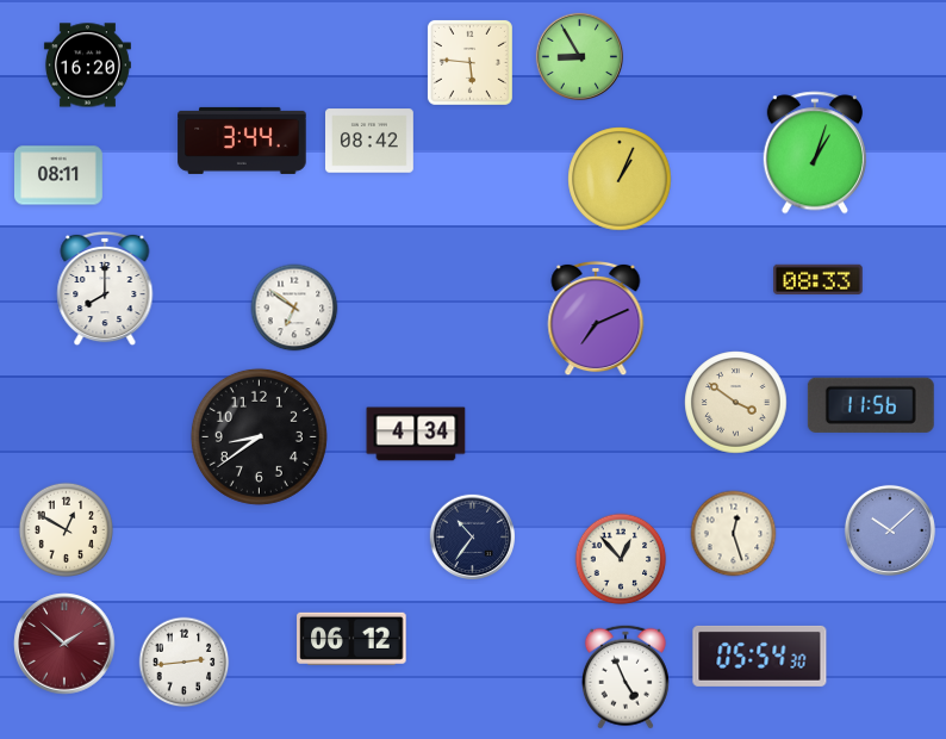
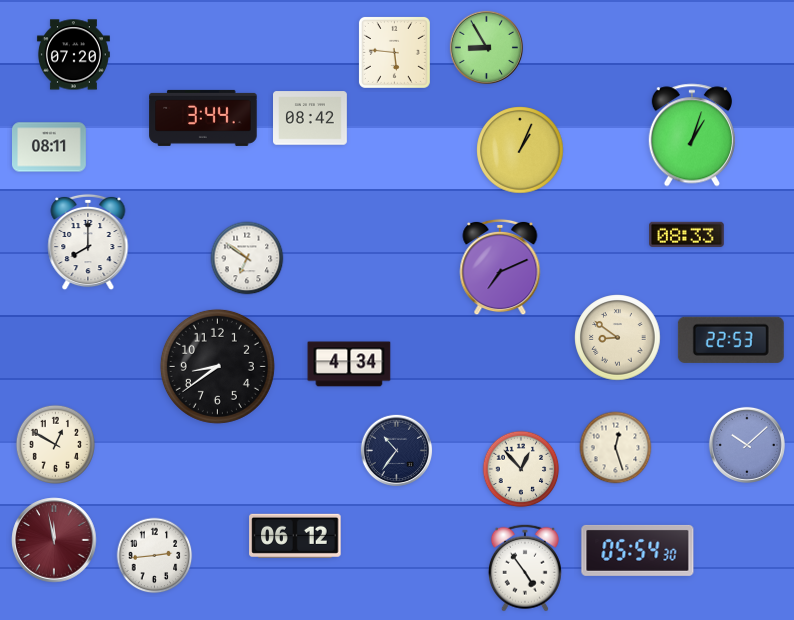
clock at (87, 66): 16:20 -> 07:20
clock at (815, 153) position: (815, 153) -> (692, 135)
clock at (736, 403): 3:51 -> 8:51
clock at (871, 405): 11:56 -> 22:53
clock at (64, 644): 1:52 -> 11:58
clock at (626, 677): 4:56 -> 4:54
